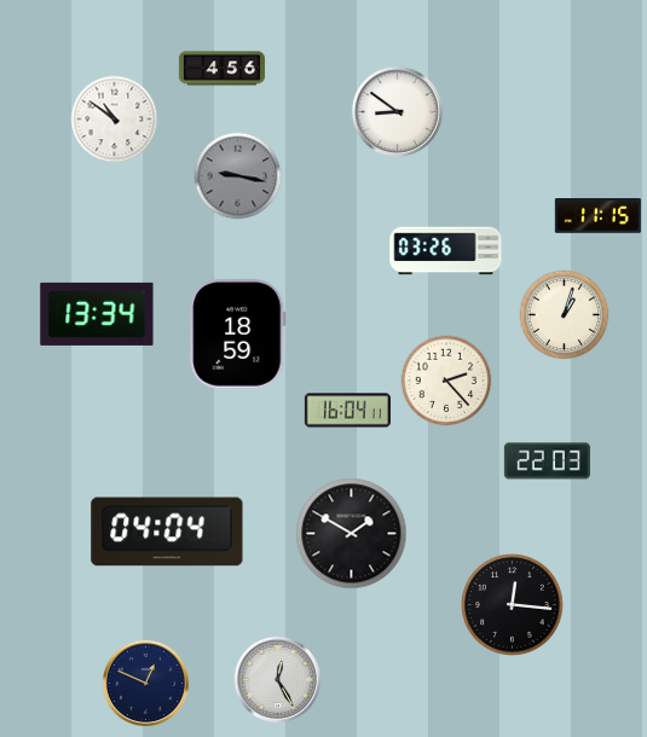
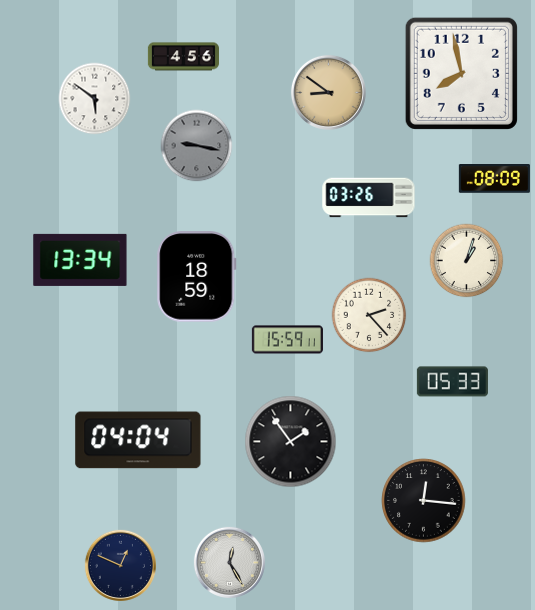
clock at (461, 73): none -> 7:58
clock at (397, 111) dial: white -> champagne
clock at (115, 120): 10:51 -> 5:51
clock at (597, 216): 11:15 -> 08:09
clock at (446, 251) position: (446, 251) -> (369, 198)
clock at (347, 411): 16:04 -> 15:59
clock at (547, 462): 22:03 -> 05:33
clock at (352, 534): 1:50 -> 1:54
